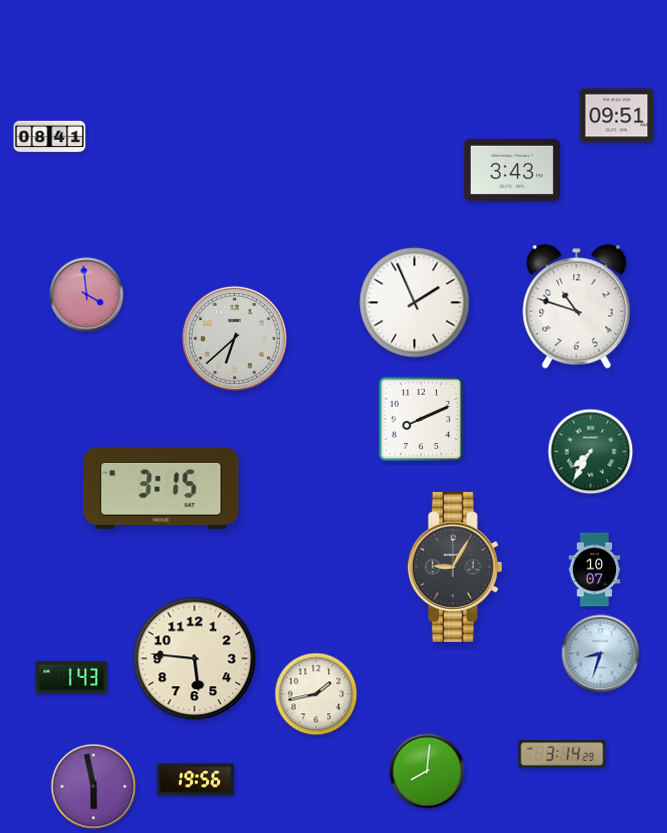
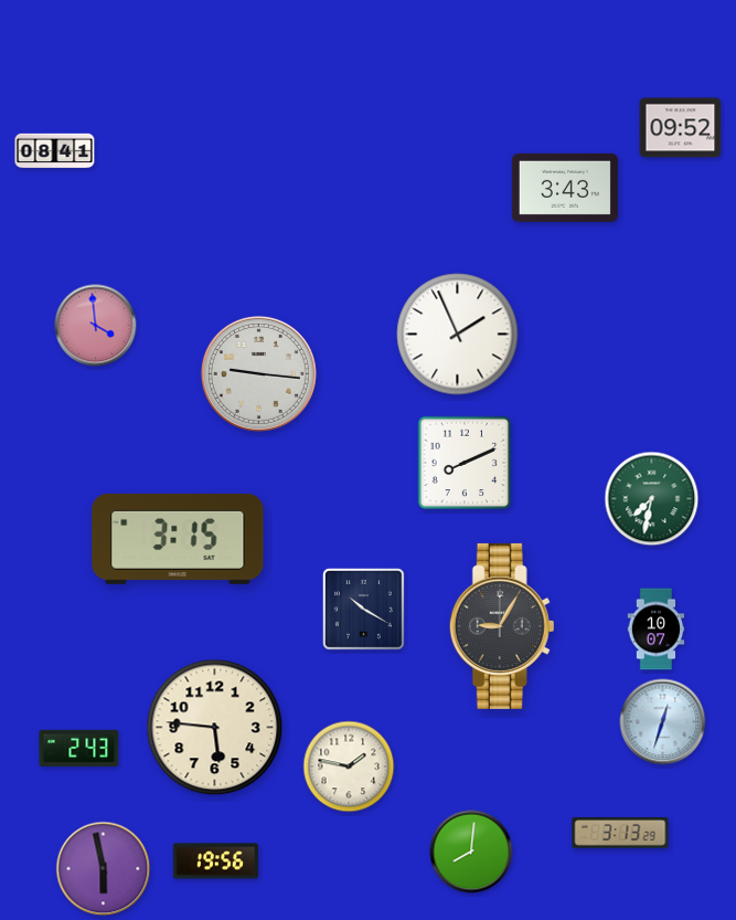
clock at (617, 116): 09:51 -> 09:52
clock at (577, 307): 10:48 -> none
clock at (234, 338): 6:38 -> 9:16
clock at (591, 452): 7:35 -> 7:32
clock at (364, 610): none -> 10:20
clock at (601, 654): 8:33 -> 12:33
clock at (72, 677): 1:43 -> 2:43
clock at (316, 694): 1:43 -> 1:47
clock at (562, 754): 3:14 -> 3:13
